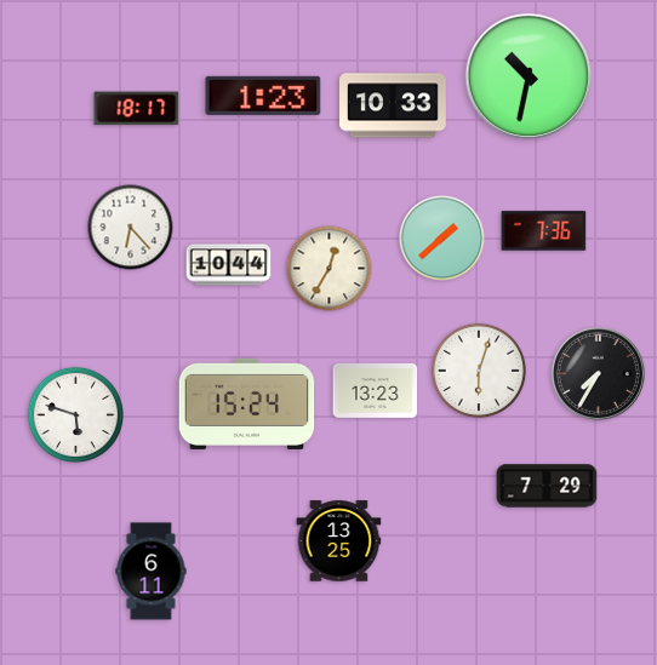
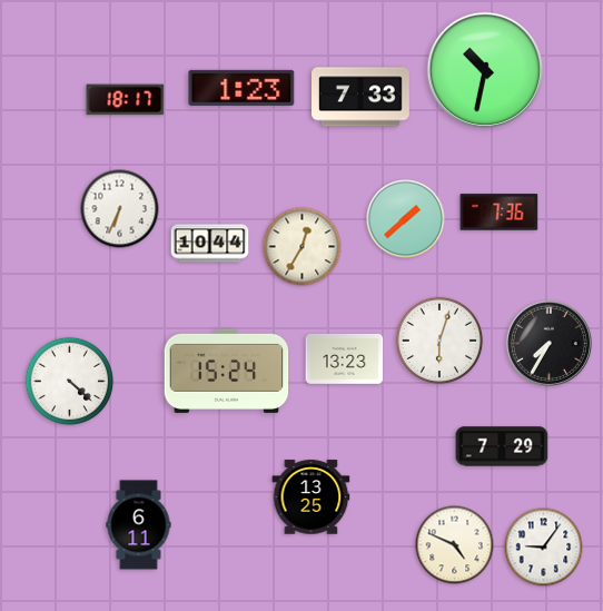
clock at (394, 105): 10:33 -> 7:33
clock at (131, 228): 6:23 -> 6:34
clock at (75, 414): 5:48 -> 4:22
clock at (455, 545): none -> 4:49
clock at (544, 548): none -> 9:06
